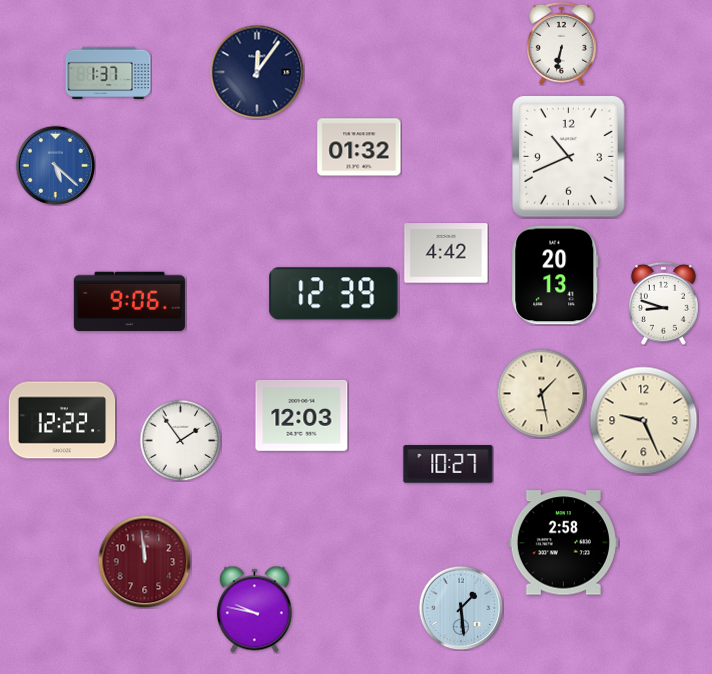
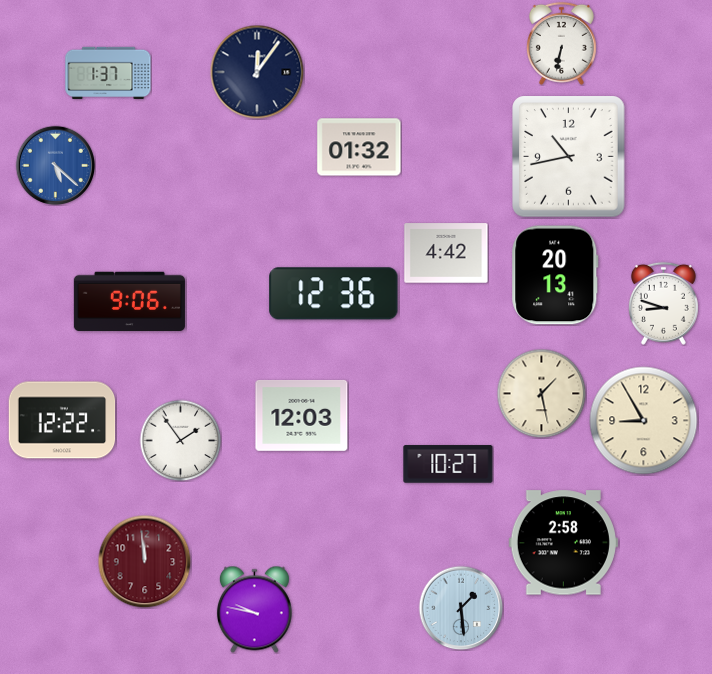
clock at (569, 157): 10:41 -> 10:43
clock at (334, 294): 12:39 -> 12:36
clock at (644, 421): 9:26 -> 8:55
